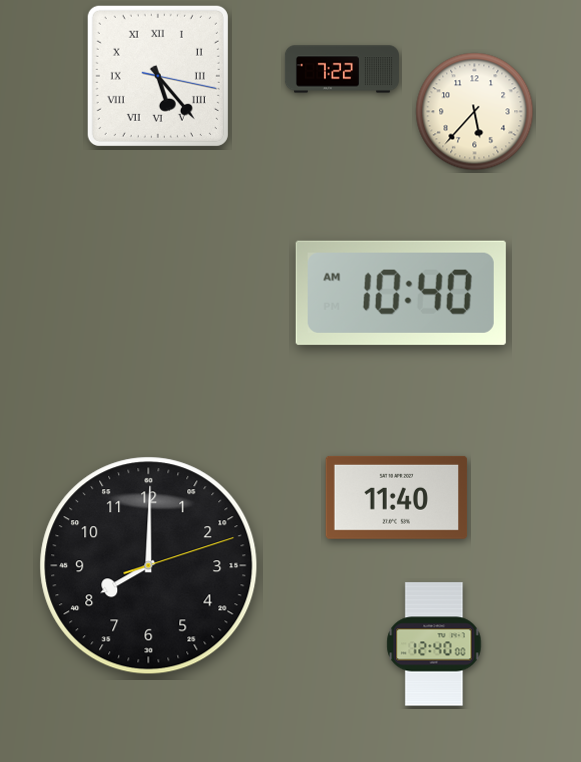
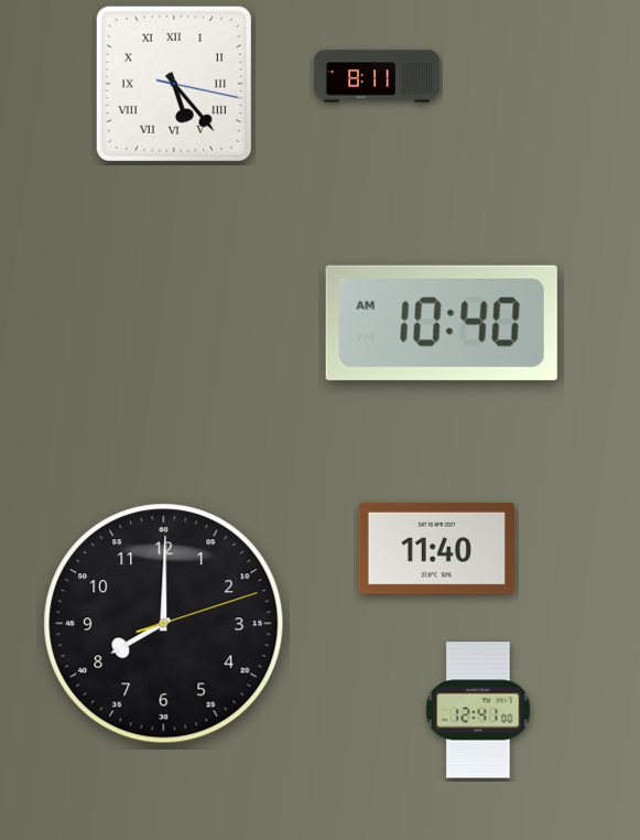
clock at (342, 69): 7:22 -> 8:11
clock at (475, 112): 5:37 -> none
clock at (434, 644): 12:40 -> 12:41
